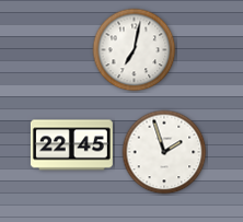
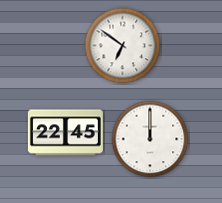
clock at (135, 50): 7:02 -> 6:51
clock at (164, 152): 1:57 -> 12:00
